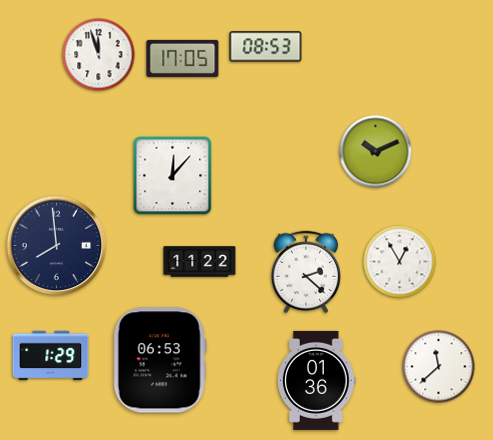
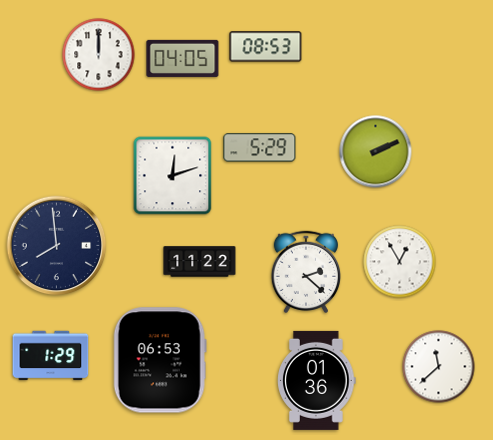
clock at (99, 55): 11:57 -> 12:00
clock at (183, 58): 17:05 -> 04:05
clock at (260, 148): none -> 5:29
clock at (376, 152): 10:11 -> 2:11
clock at (173, 176): 12:07 -> 12:12
